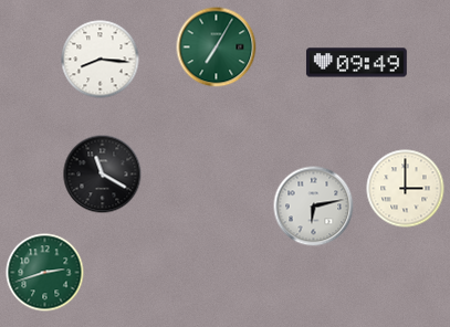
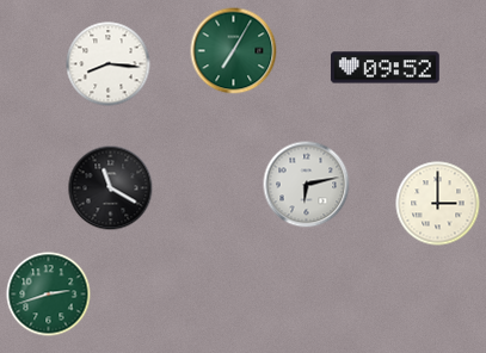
clock at (356, 63): 09:49 -> 09:52
clock at (314, 207) position: (314, 207) -> (307, 185)
